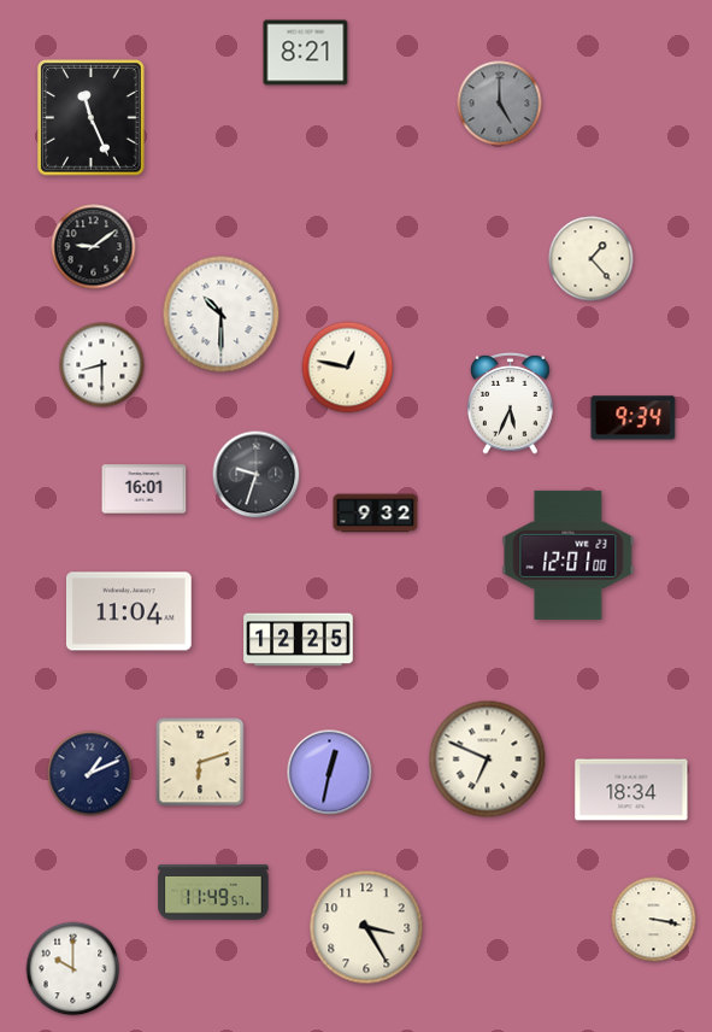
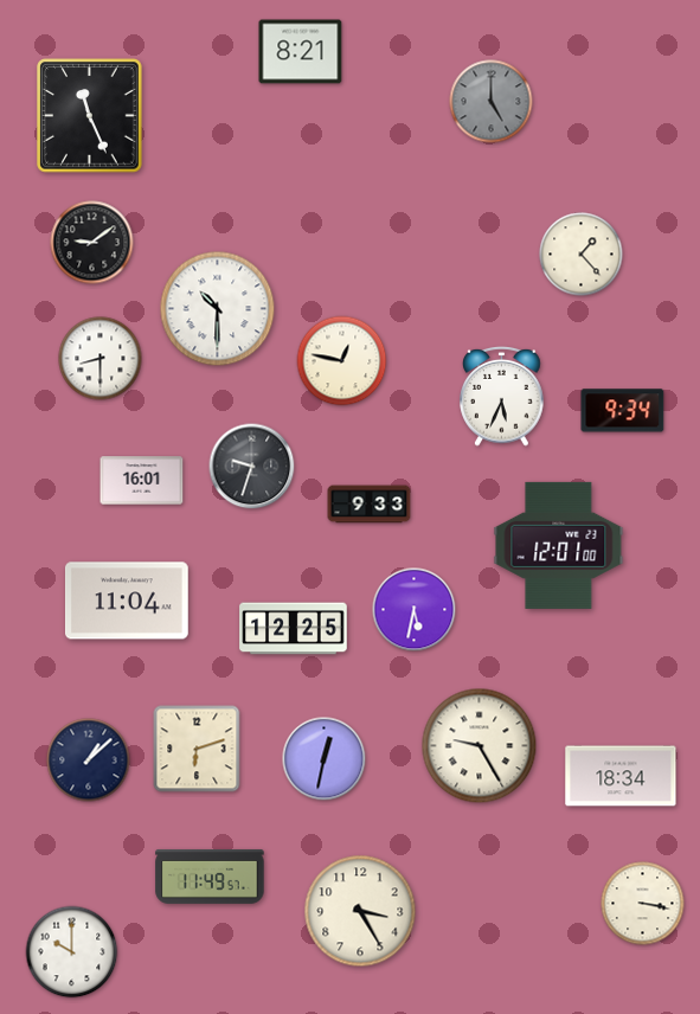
clock at (376, 514): 9:32 -> 9:33
clock at (415, 610): none -> 5:32
clock at (488, 760): 6:49 -> 9:25
clock at (90, 774): 1:11 -> 1:08
